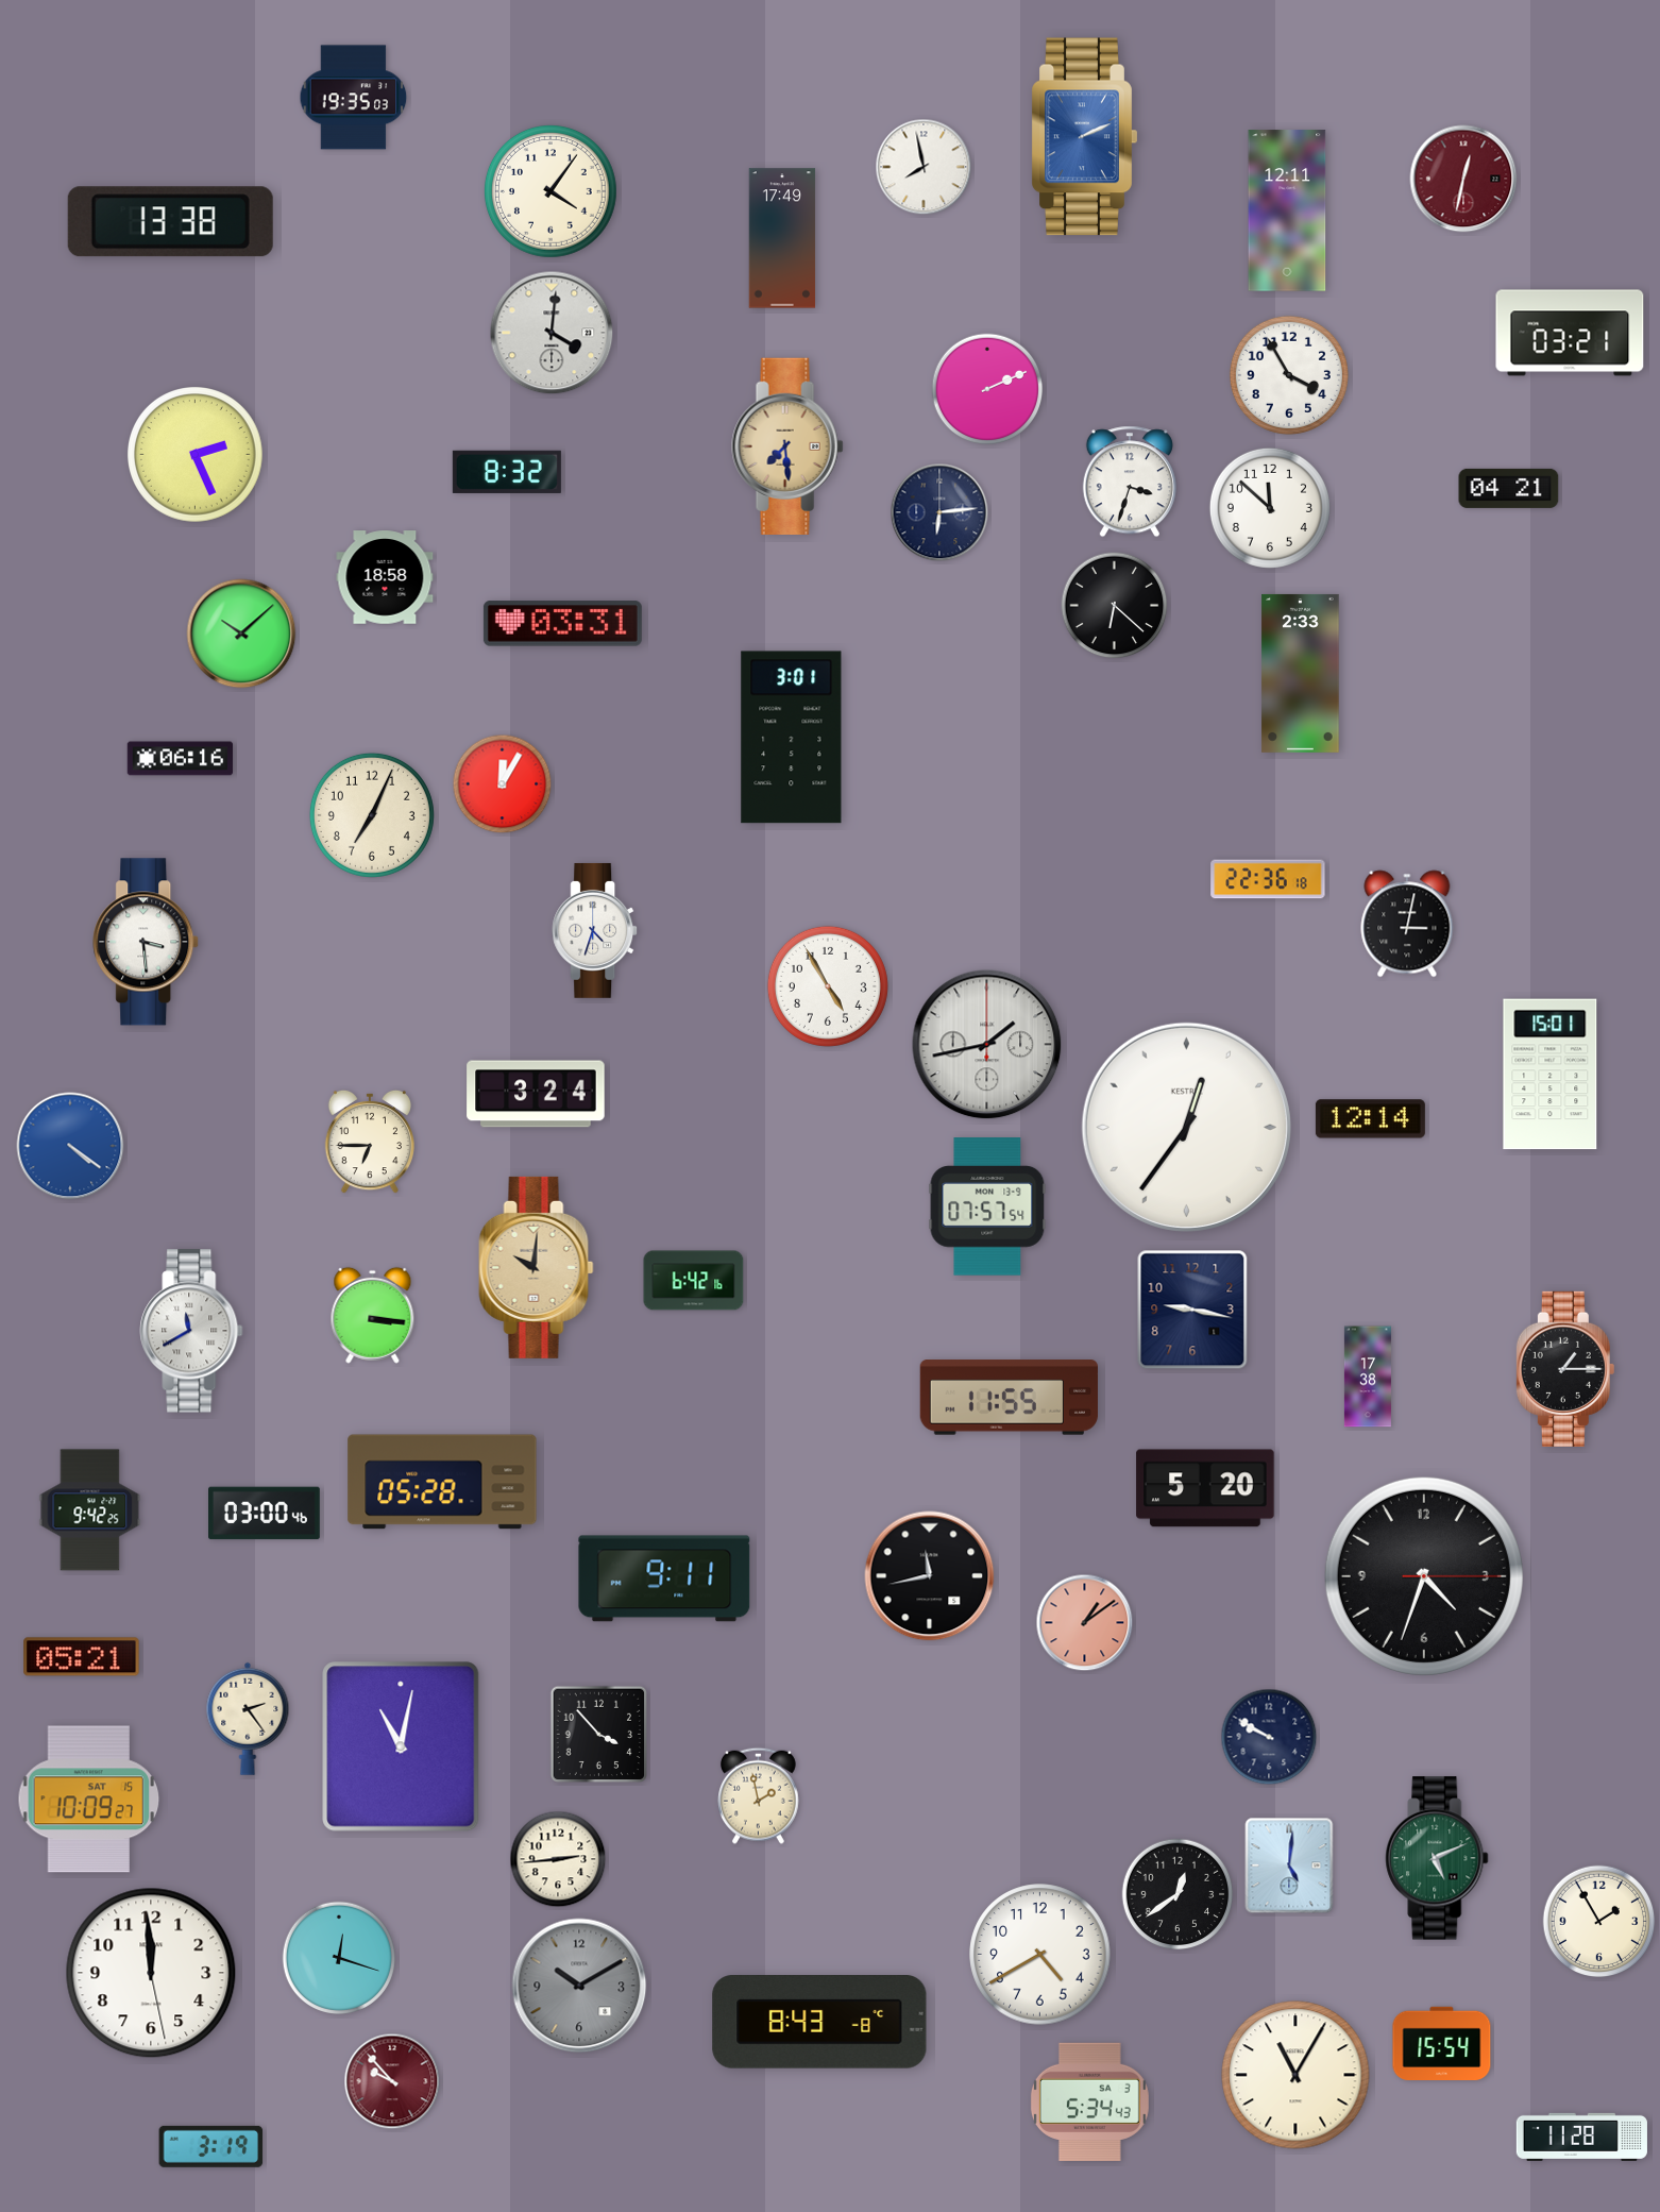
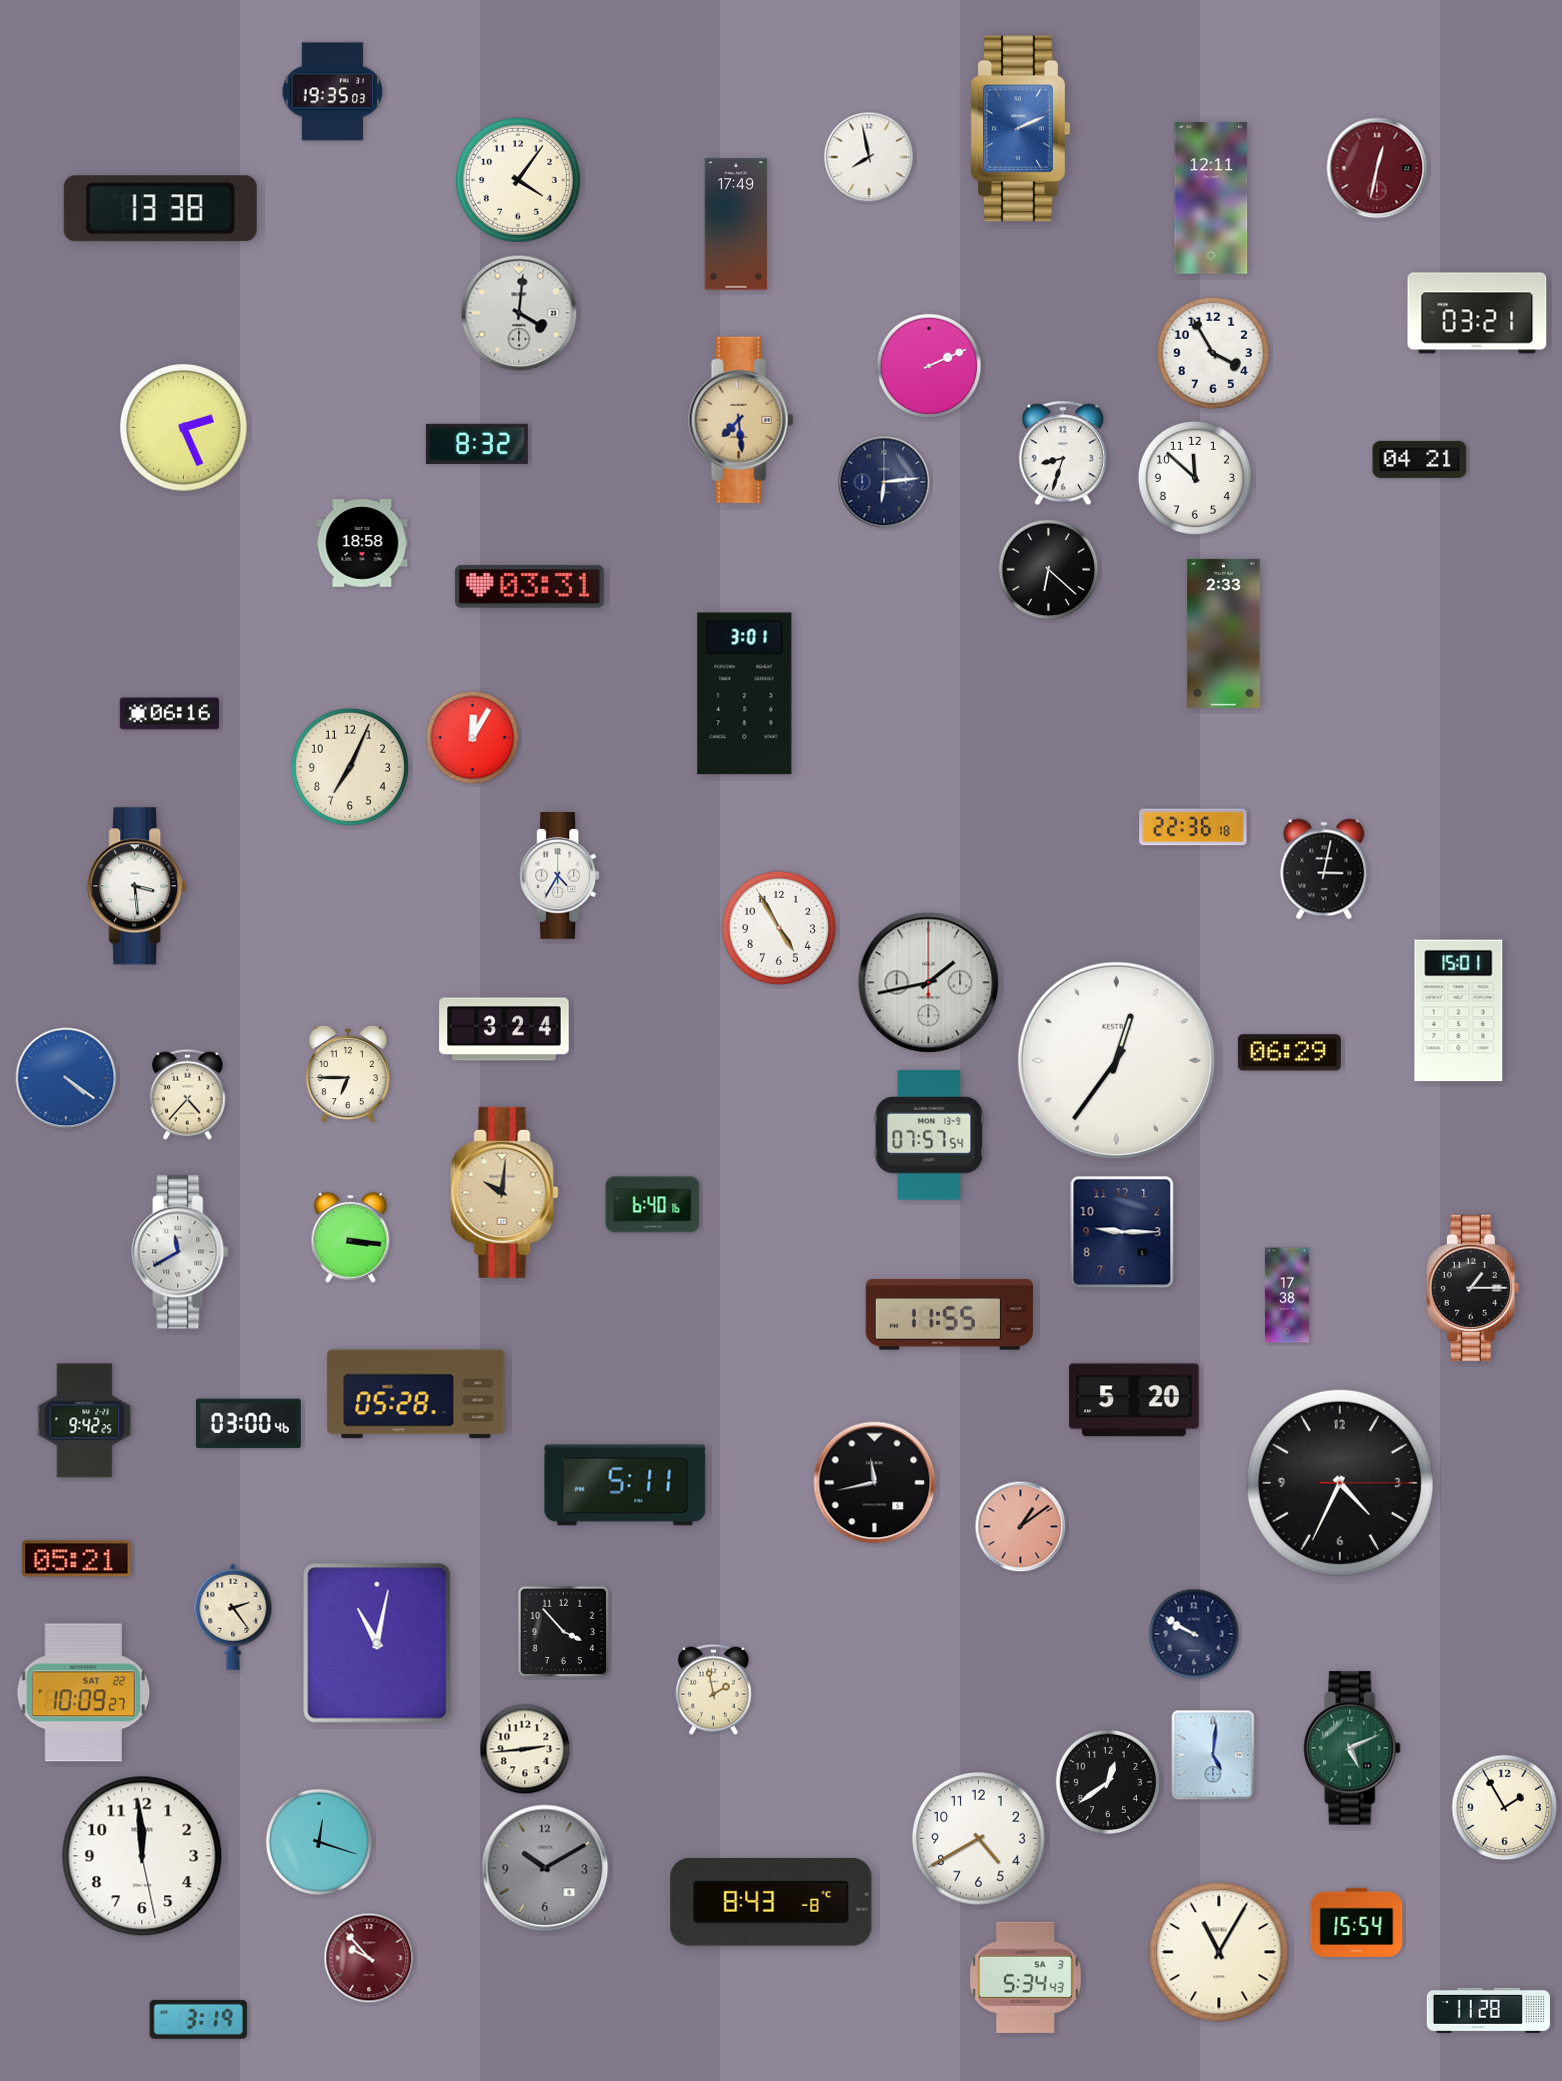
clock at (1130, 482): 3:33 -> 8:33
clock at (241, 634): 10:08 -> none
clock at (595, 930): 4:33 -> 4:35
clock at (1370, 1119): 12:14 -> 06:29
clock at (188, 1094): none -> 4:37
clock at (694, 1281): 6:42 -> 6:40
clock at (1192, 1310): 9:17 -> 9:15
clock at (1424, 1576): 4:33 -> 4:34
clock at (664, 1578): 9:11 -> 5:11
clock at (89, 1800) date: SAT 15 -> SAT 22
